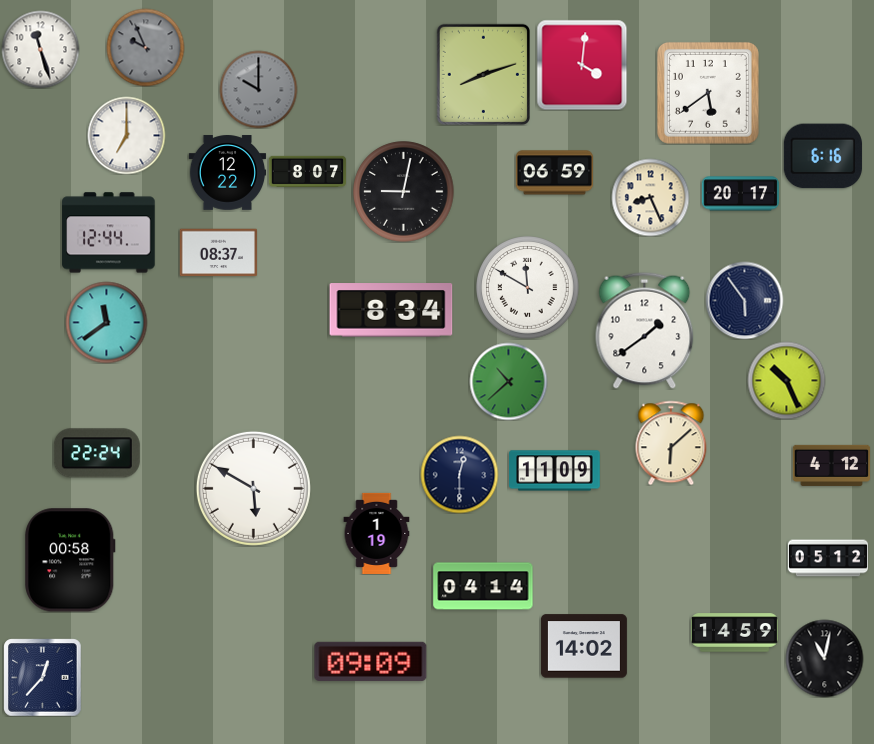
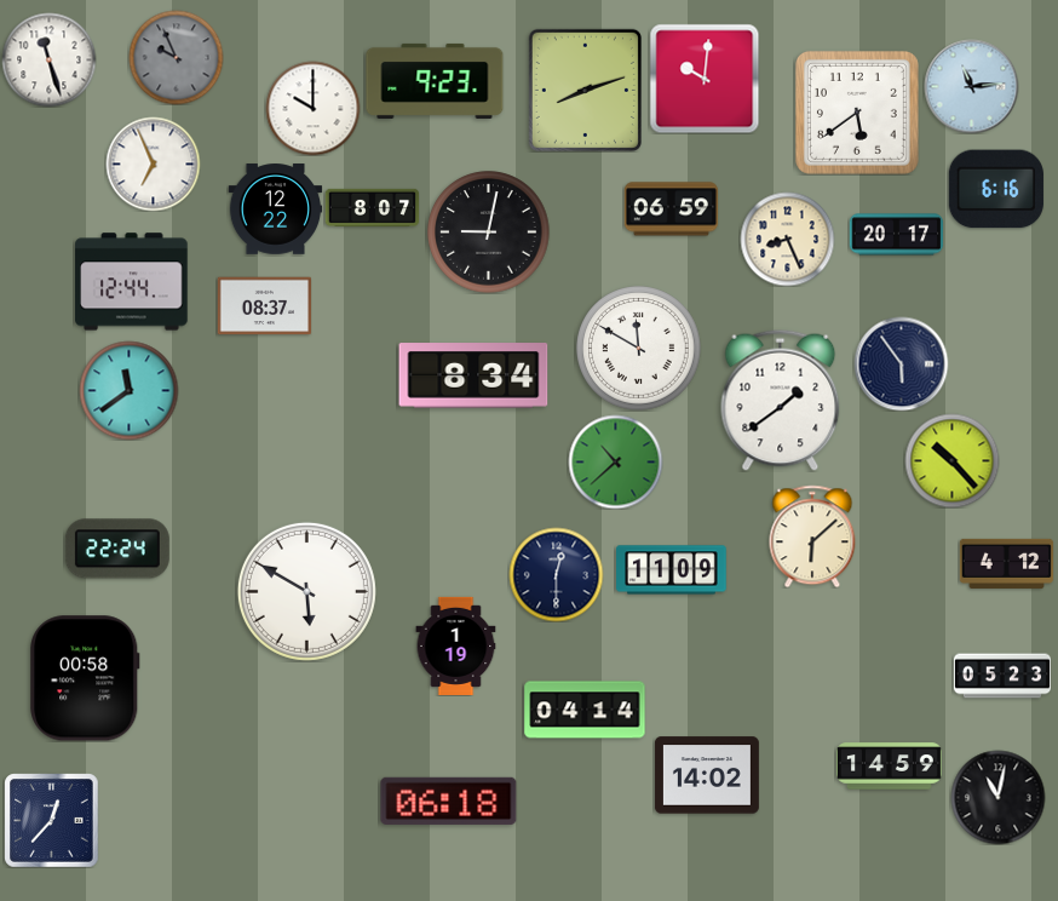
clock at (582, 65): 4:01 -> 10:01
clock at (435, 81): none -> 9:23
clock at (971, 86): none -> 11:14
clock at (258, 89) dial: grey -> white
clock at (126, 135): 7:00 -> 6:56
clock at (786, 380): 10:26 -> 10:23
clock at (827, 558): 05:12 -> 05:23
clock at (584, 646) position: (584, 646) -> (707, 775)
clock at (371, 661): 09:09 -> 06:18
